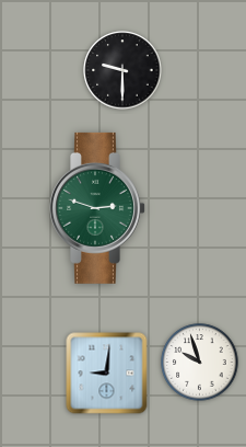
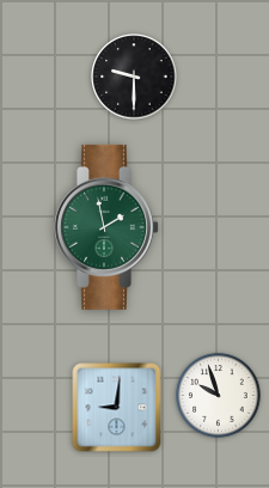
clock at (98, 208): 2:48 -> 1:58
